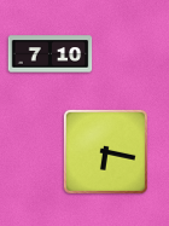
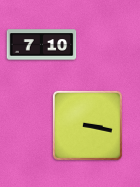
clock at (105, 151): 6:17 -> 3:17
